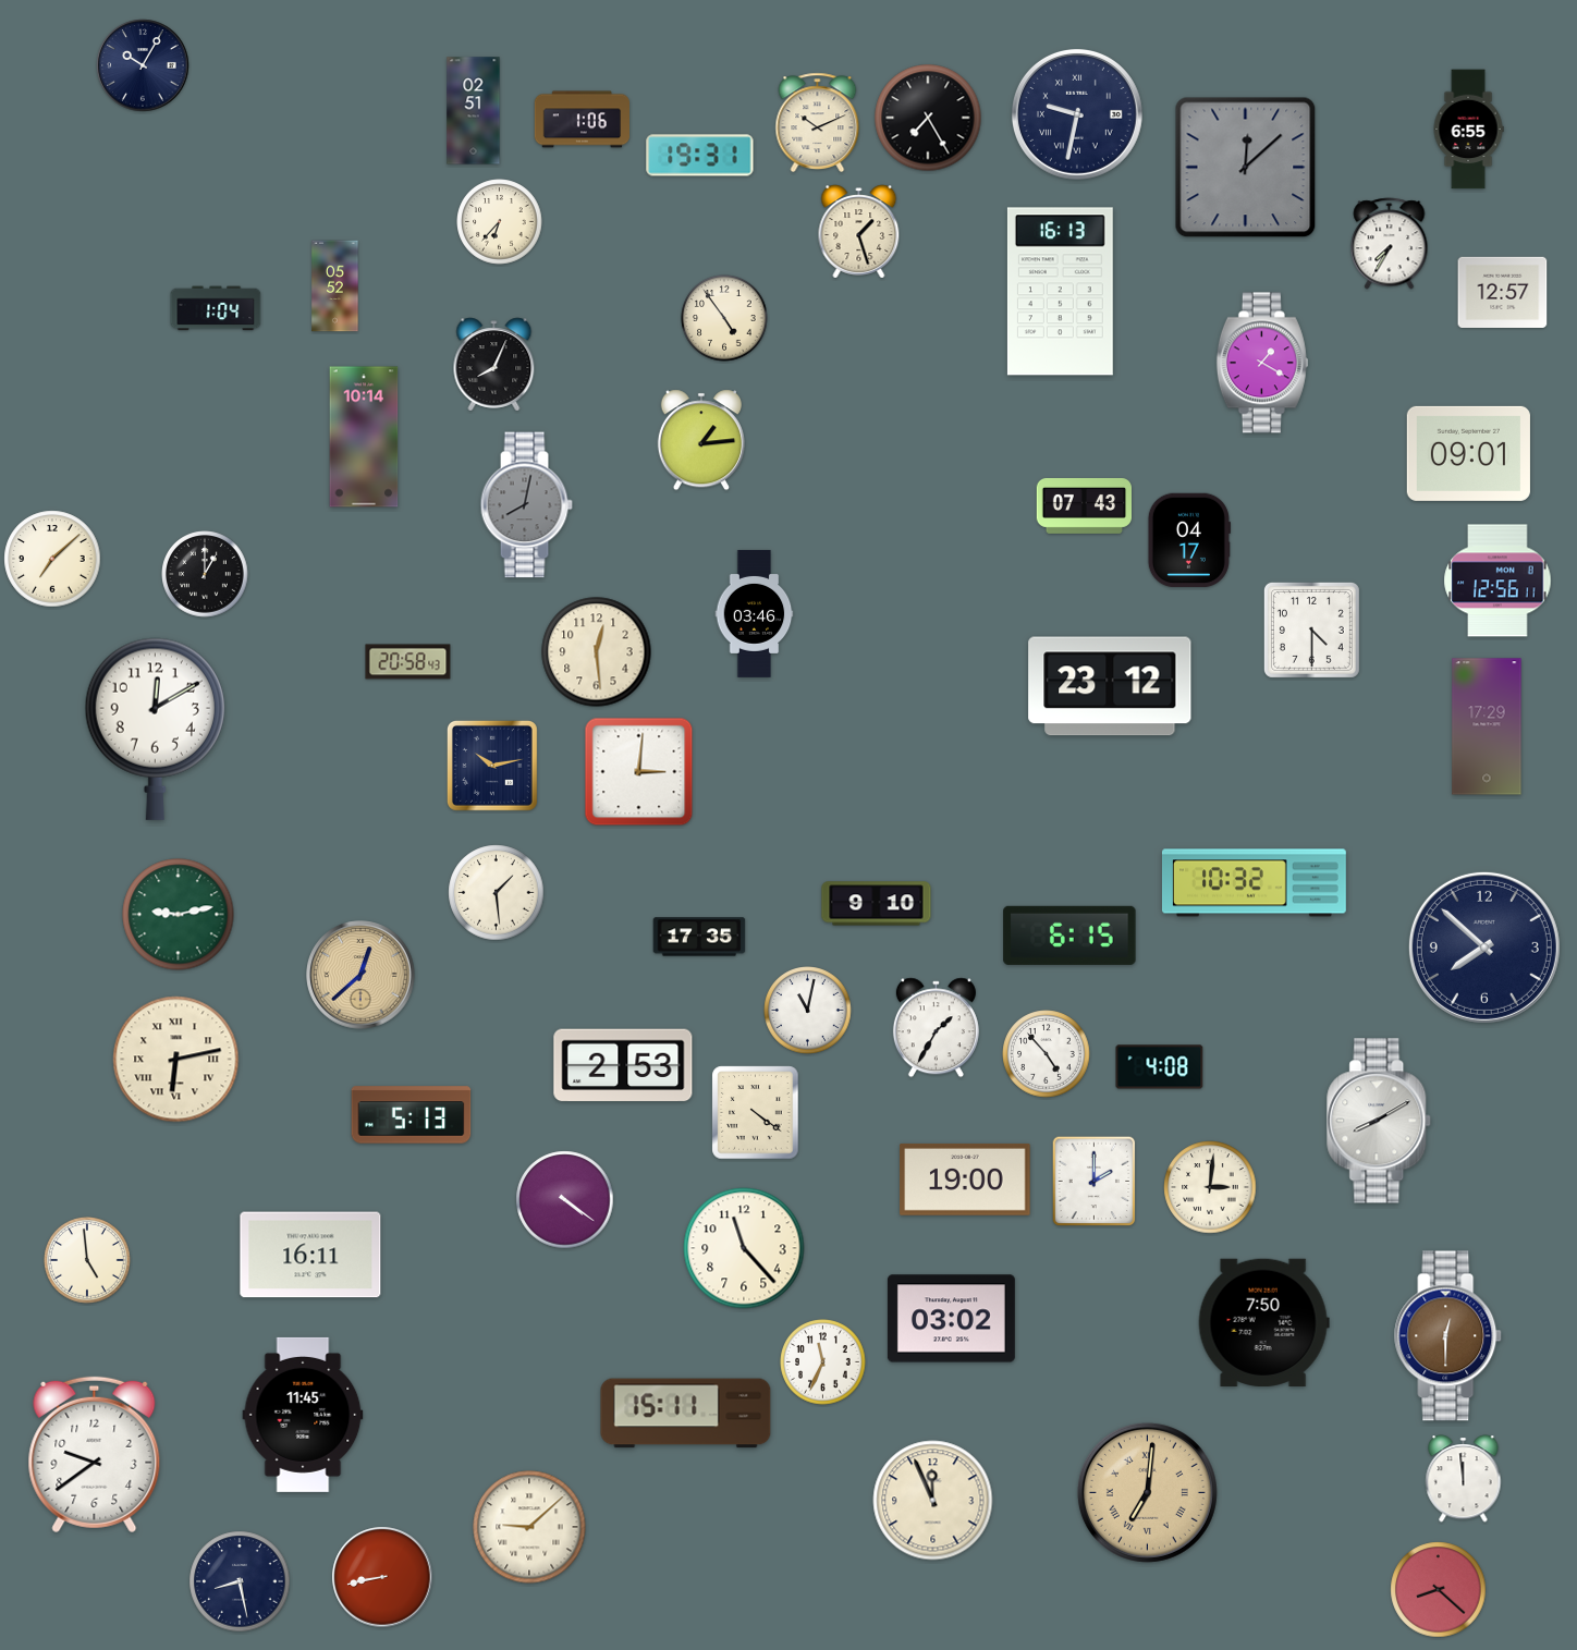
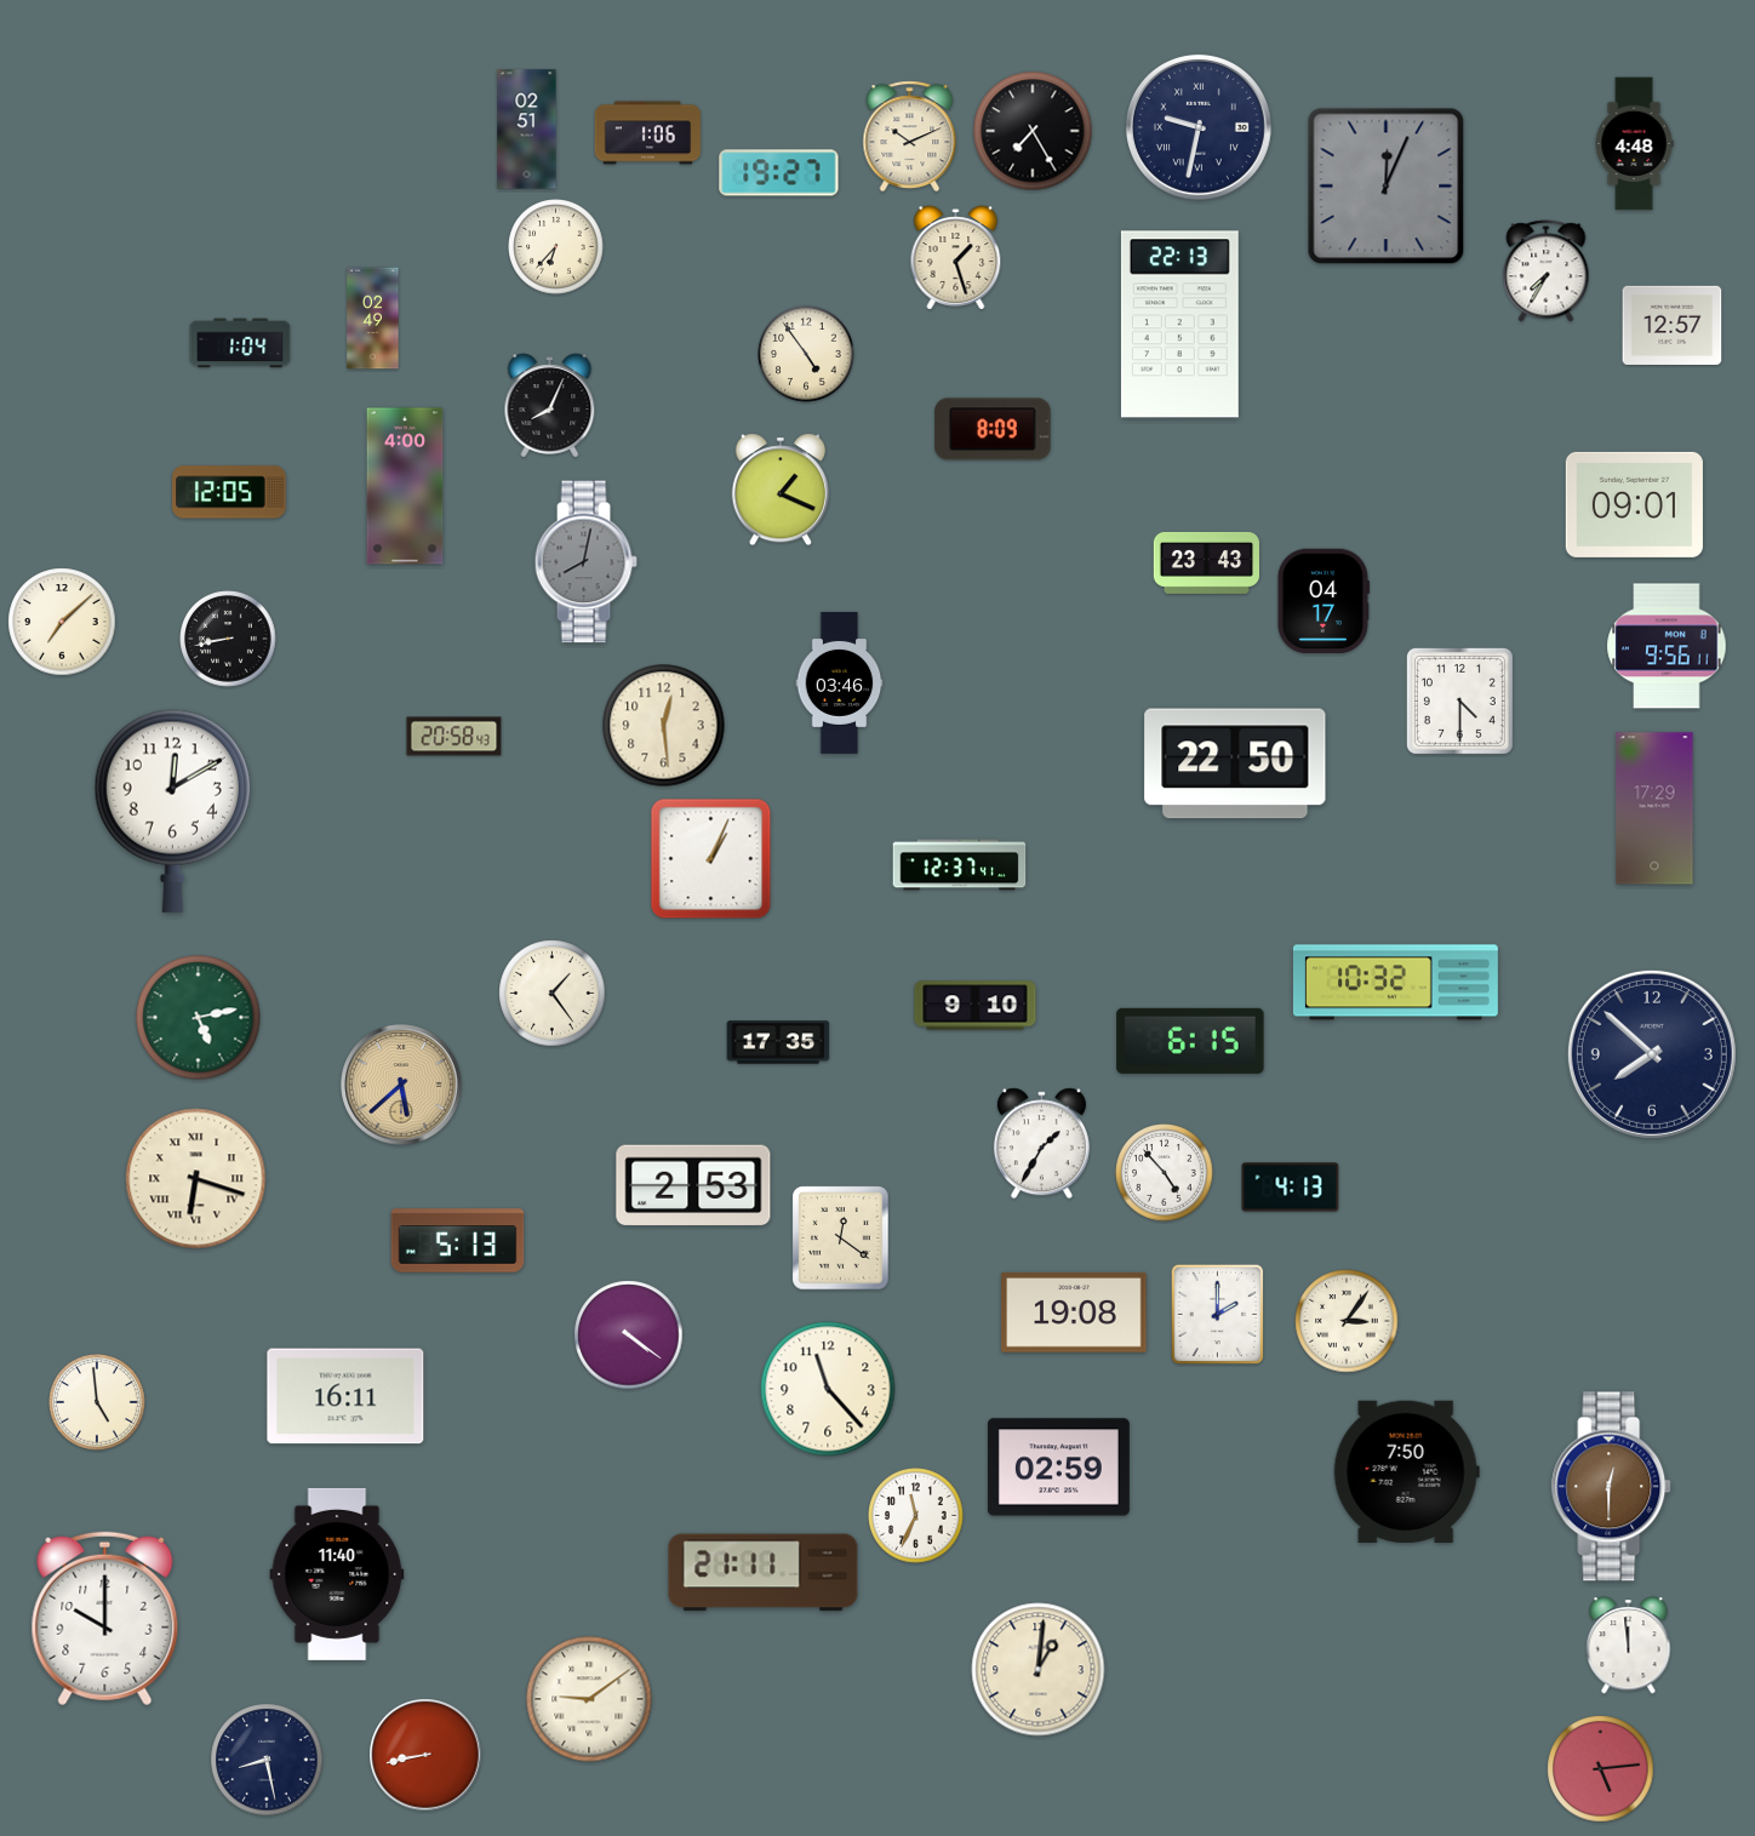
clock at (143, 65): 10:05 -> none
clock at (474, 111) position: (474, 111) -> (527, 130)
clock at (1468, 130): 6:55 -> 4:48
clock at (700, 156): 19:31 -> 19:27
clock at (1246, 168): 12:08 -> 12:04
clock at (335, 286): 05:52 -> 02:49
clock at (1060, 292): 16:13 -> 22:13
clock at (1262, 363): 1:20 -> none
clock at (993, 429): none -> 8:09
clock at (364, 437): 10:14 -> 4:00
clock at (701, 440): 1:14 -> 1:19
clock at (229, 492): none -> 12:05
clock at (1085, 505): 07:43 -> 23:43
clock at (52, 559) position: (52, 559) -> (62, 622)
clock at (205, 574): 1:00 -> 8:43
clock at (1497, 580): 12:56 -> 9:56
clock at (1110, 686): 23:12 -> 22:50
clock at (492, 766): 10:13 -> none
clock at (639, 772): 3:01 -> 1:04
clock at (960, 865): none -> 12:37
clock at (497, 893): 1:29 -> 1:24
clock at (179, 915): 9:13 -> 5:13
clock at (360, 975): 12:38 -> 5:38
clock at (808, 1011): 11:02 -> none
clock at (176, 1060): 6:13 -> 6:18
clock at (1160, 1067): 4:08 -> 4:13
clock at (756, 1113): 4:21 -> 12:21
clock at (1380, 1121): 8:10 -> none
clock at (965, 1180): 19:00 -> 19:08
clock at (1210, 1187): 3:01 -> 3:06
clock at (951, 1319): 03:02 -> 02:59
clock at (686, 1414): 15:11 -> 21:11
clock at (303, 1415): 11:45 -> 11:40
clock at (95, 1455): 9:39 -> 10:00
clock at (1147, 1492): 7:01 -> none
clock at (933, 1501): 11:56 -> 1:01
clock at (529, 1527): 9:08 -> 9:09
clock at (1439, 1590): 8:22 -> 5:14
